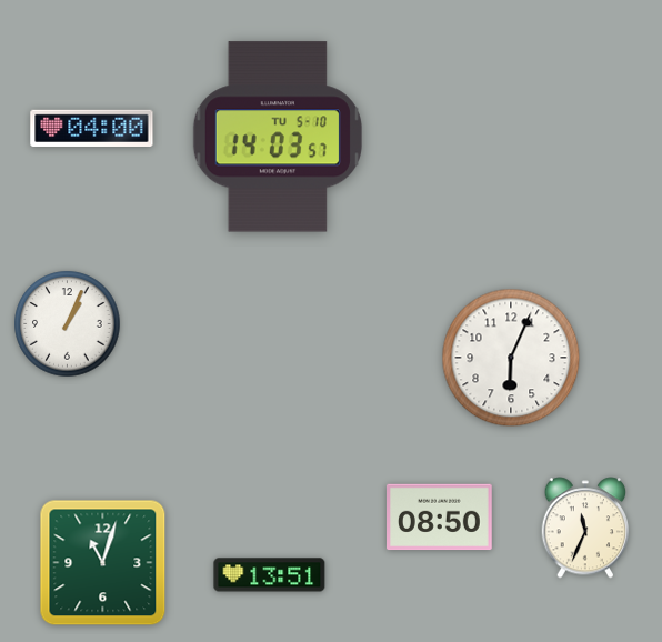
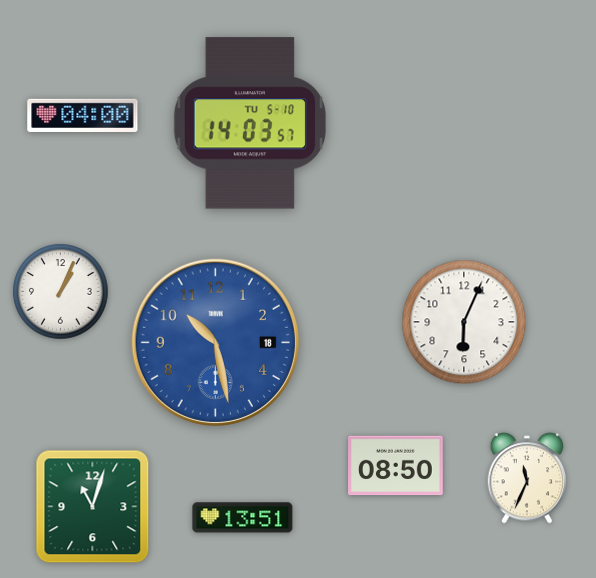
clock at (511, 358) position: (511, 358) -> (464, 322)
clock at (215, 342): none -> 10:28
clock at (585, 528) position: (585, 528) -> (527, 478)
